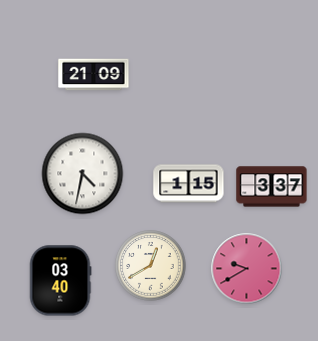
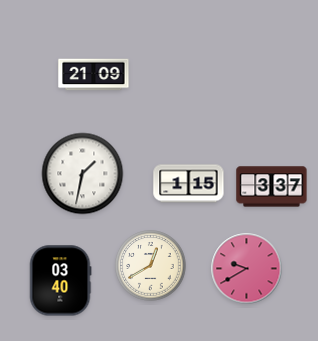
clock at (83, 174): 4:32 -> 1:32
